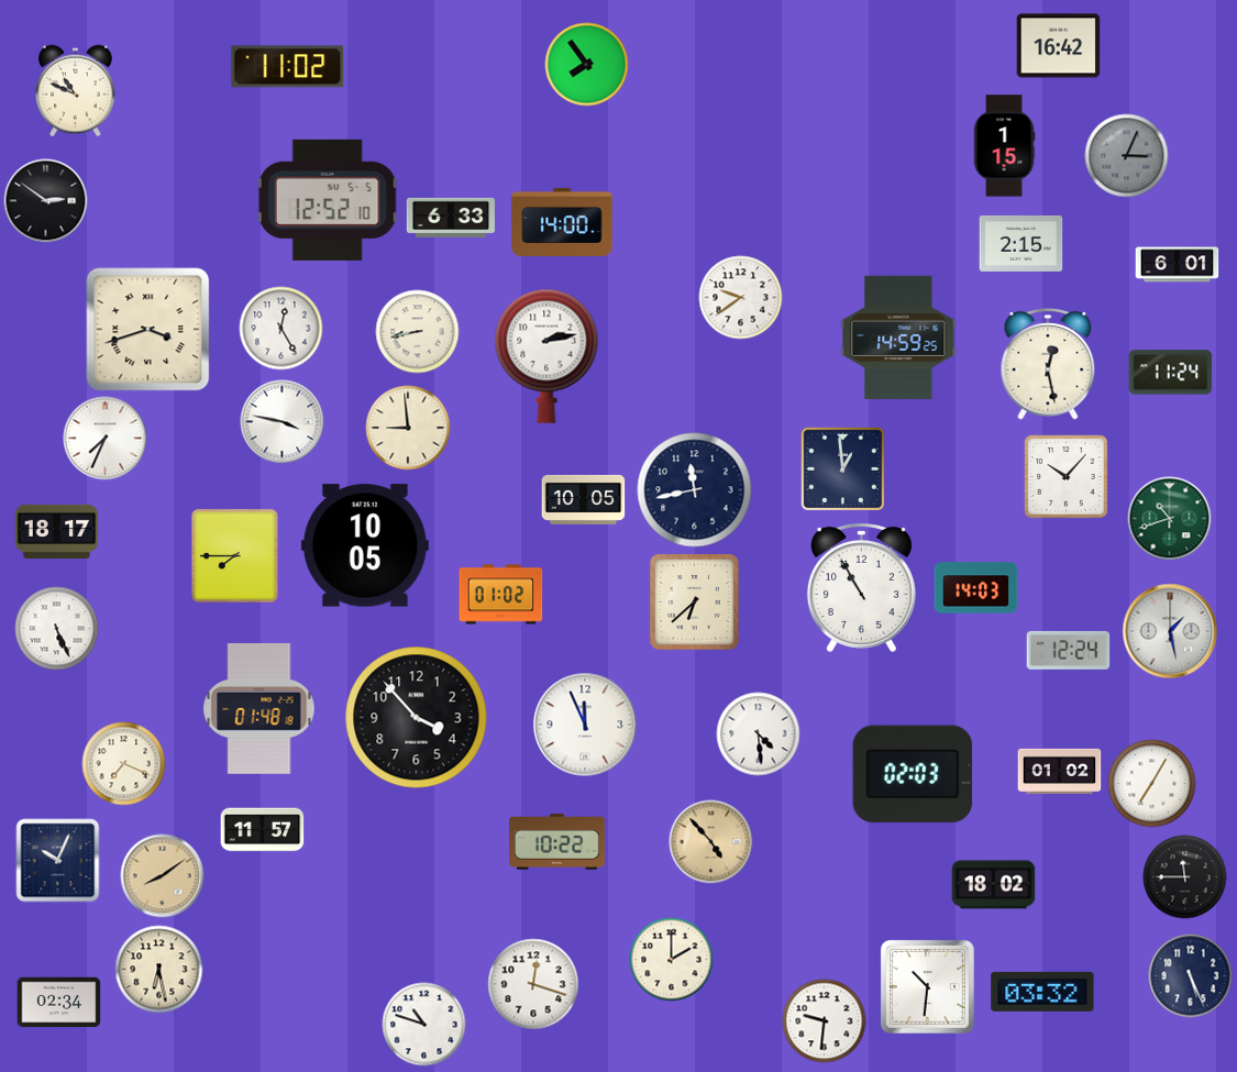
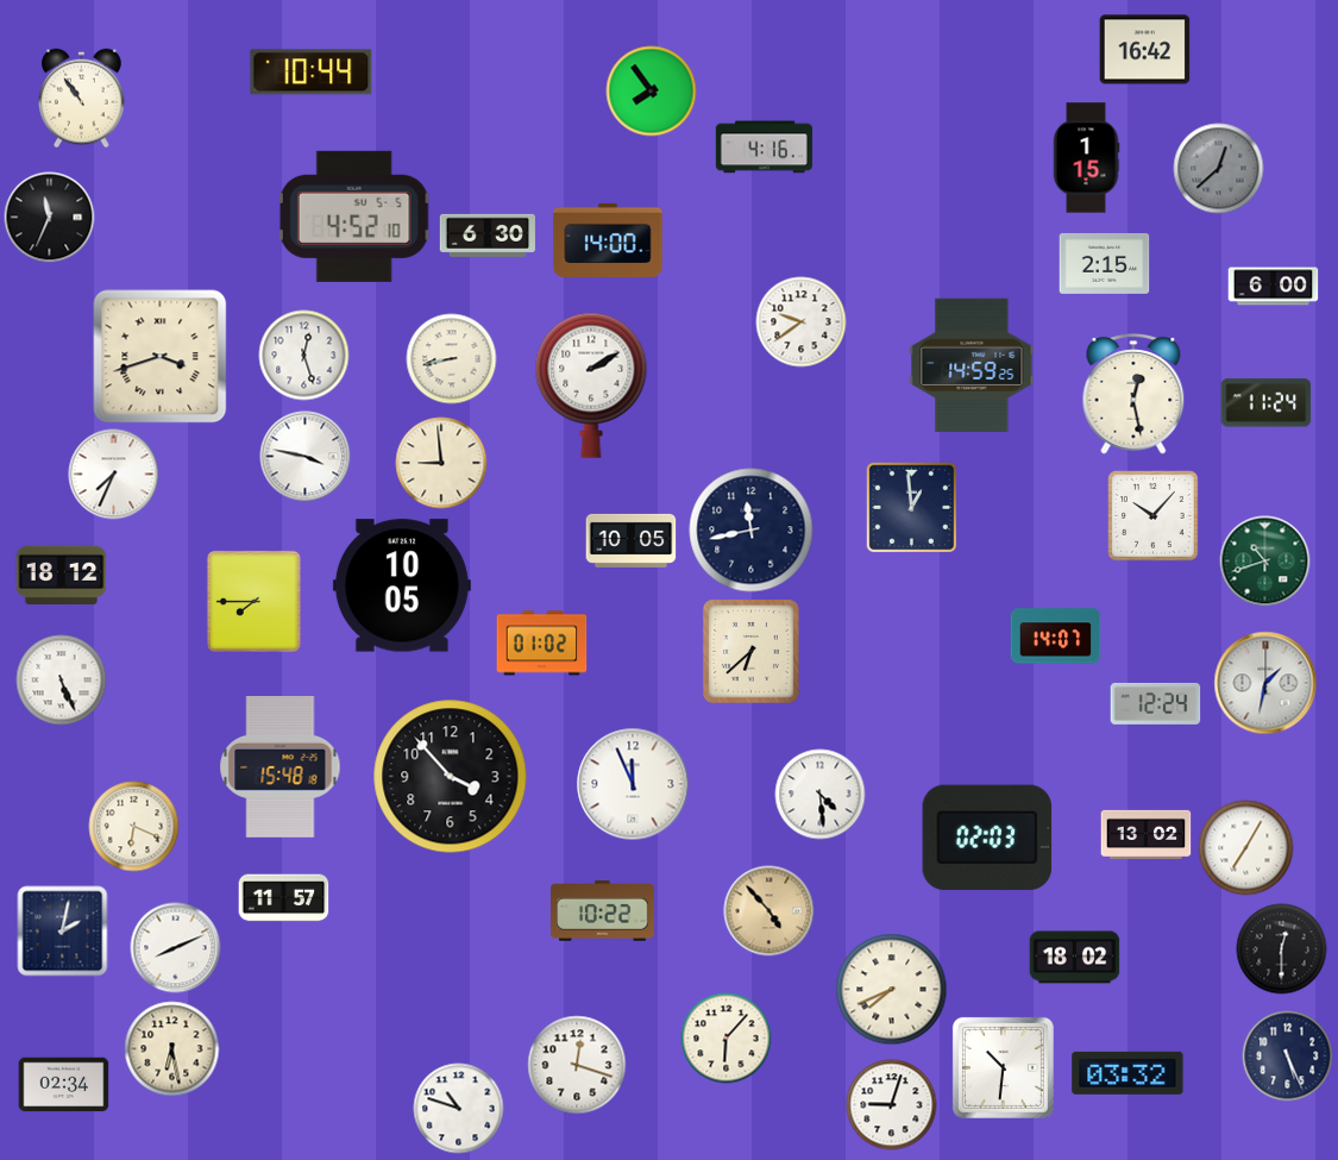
clock at (587, 65) position: (587, 65) -> (652, 92)
clock at (288, 67): 11:02 -> 10:44
clock at (76, 91): 10:49 -> 10:54
clock at (764, 148): none -> 4:16
clock at (1127, 156): 3:04 -> 12:38
clock at (328, 200): 12:52 -> 4:52
clock at (46, 201): 2:51 -> 11:34
clock at (450, 218): 6:33 -> 6:30
clock at (1178, 265): 6:01 -> 6:00
clock at (281, 329): 12:25 -> 12:27
clock at (546, 356): 2:13 -> 2:10
clock at (57, 531): 18:17 -> 18:12
clock at (365, 545) position: (365, 545) -> (402, 585)
clock at (861, 587): 10:55 -> none
clock at (976, 588): 14:03 -> 14:07
clock at (1170, 631): 1:28 -> 1:32
clock at (259, 708): 01:48 -> 15:48
clock at (124, 764): 7:19 -> 6:19
clock at (1060, 771): 01:02 -> 13:02
clock at (58, 861): 10:04 -> 2:02
clock at (163, 876): 8:09 -> 8:11
clock at (163, 876) dial: champagne -> white
clock at (1185, 877): 11:45 -> 12:30
clock at (892, 990): none -> 7:41
clock at (672, 960): 2:00 -> 6:07
clock at (825, 1021): 9:31 -> 9:03
